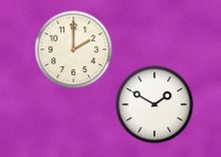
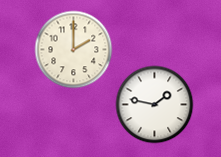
clock at (154, 104): 1:50 -> 1:47
